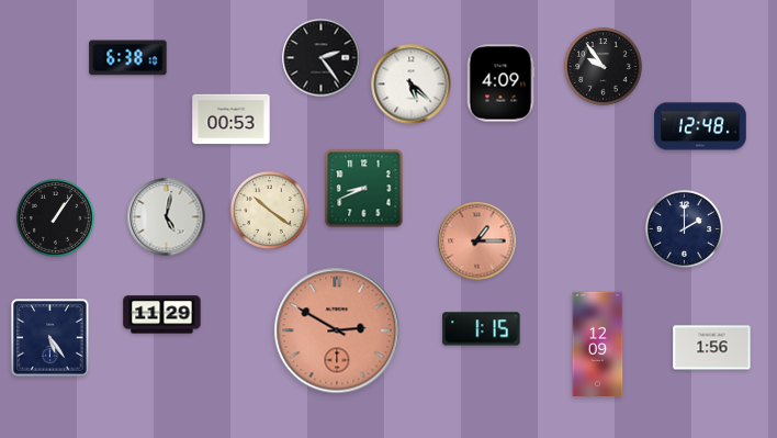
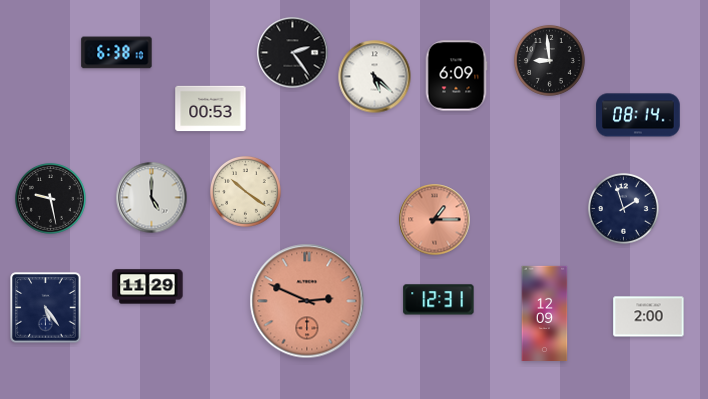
clock at (603, 66): 9:54 -> 8:59
clock at (500, 83): 4:09 -> 6:09
clock at (700, 126): 12:48 -> 08:14
clock at (364, 189): 8:41 -> none
clock at (55, 217): 1:06 -> 9:28
clock at (167, 217): 5:02 -> 5:00
clock at (684, 228): 2:00 -> 1:57
clock at (482, 329): 1:15 -> 12:31
clock at (337, 330): 2:50 -> 2:49
clock at (712, 348): 1:56 -> 2:00
